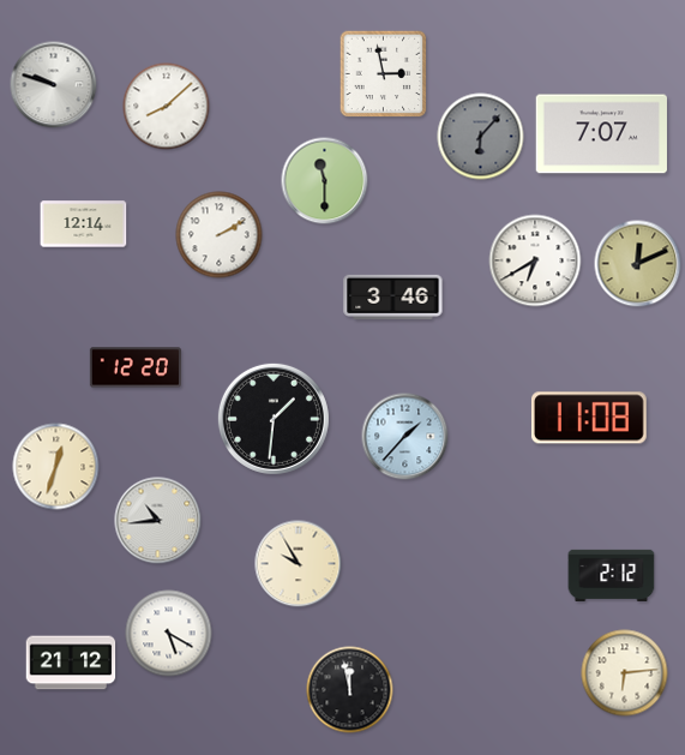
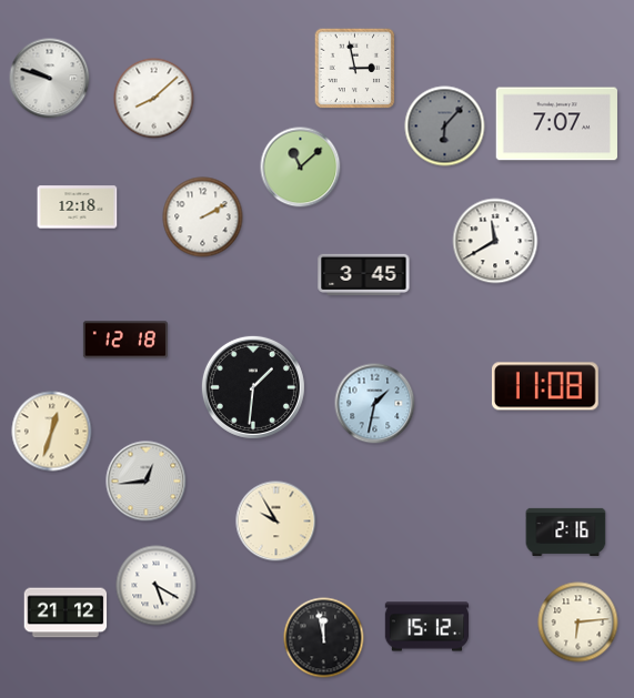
clock at (325, 181): 11:30 -> 11:08
clock at (84, 224): 12:14 -> 12:18
clock at (535, 260): 6:40 -> 11:40
clock at (638, 264): 12:11 -> none
clock at (393, 296): 3:46 -> 3:45
clock at (136, 367): 12:20 -> 12:18
clock at (405, 437): 1:37 -> 1:32
clock at (158, 521): 10:44 -> 12:44
clock at (612, 575): 2:12 -> 2:16
clock at (427, 627): none -> 15:12
